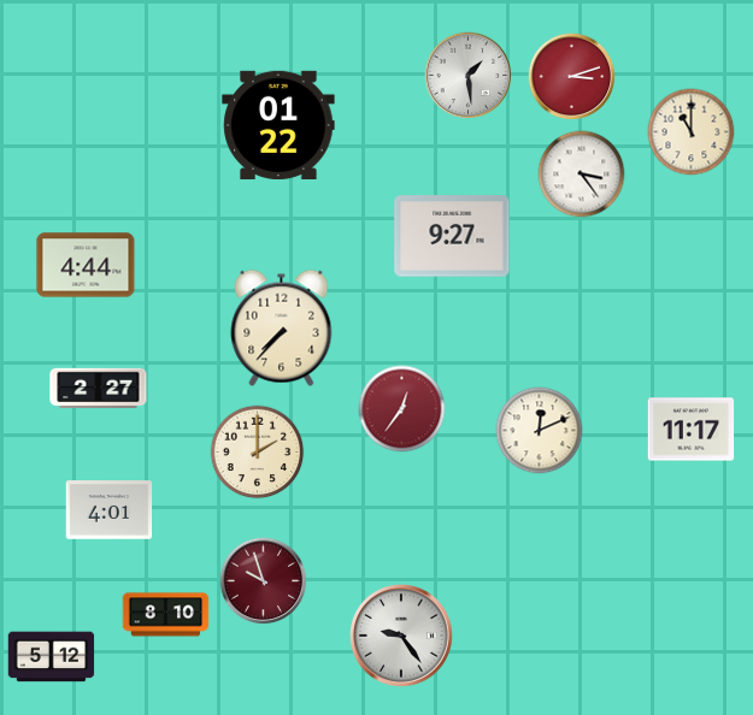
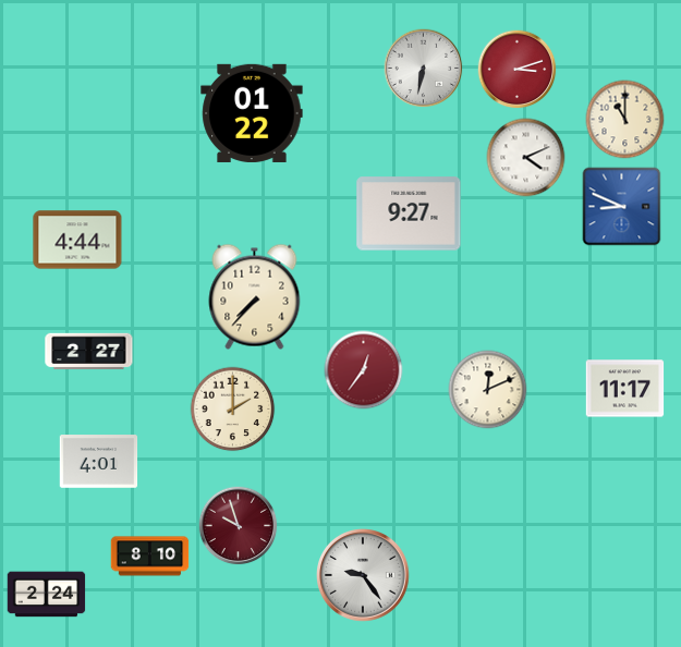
clock at (469, 76): 1:29 -> 6:32
clock at (582, 175): 3:24 -> 4:11
clock at (622, 207): none -> 8:49
clock at (52, 657): 5:12 -> 2:24
